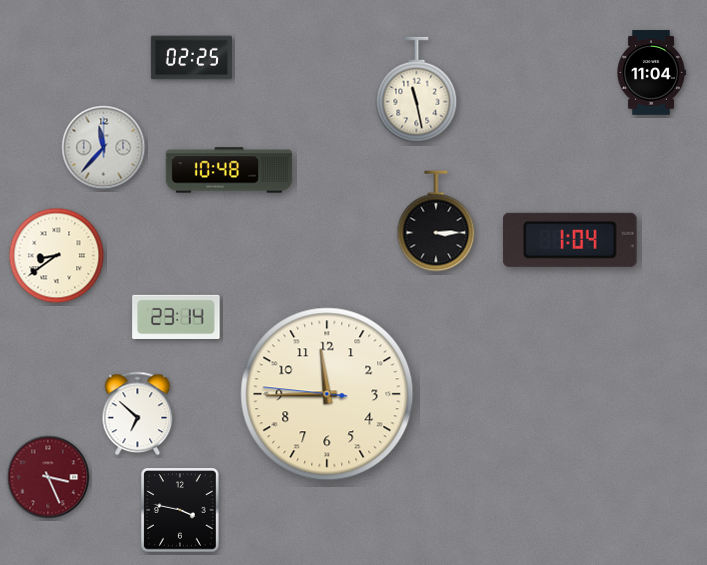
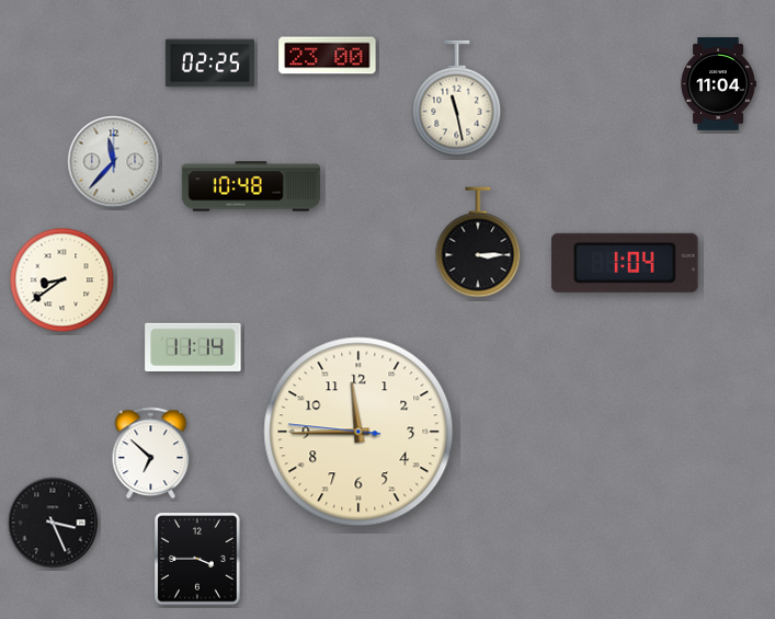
clock at (328, 56): none -> 23:00
clock at (651, 73) position: (651, 73) -> (718, 84)
clock at (176, 316): 23:14 -> 11:14
clock at (48, 477) dial: burgundy -> black
clock at (181, 510): 3:47 -> 3:45
